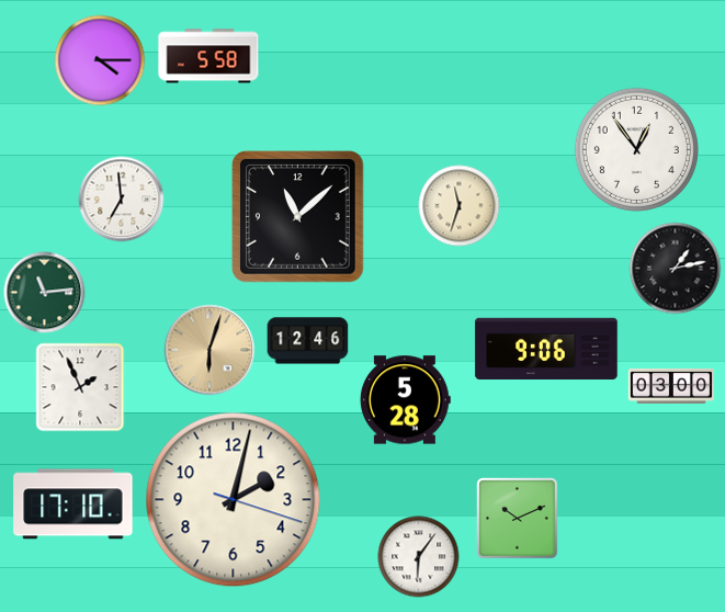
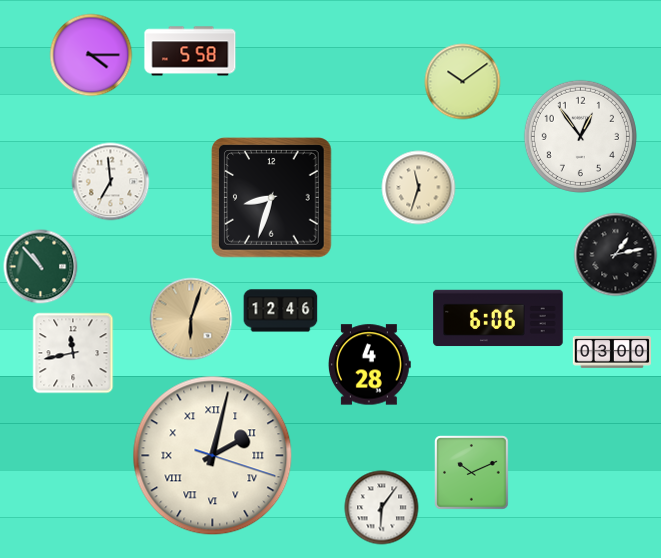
clock at (463, 82): none -> 10:09
clock at (298, 217): 11:08 -> 8:33
clock at (676, 269) position: (676, 269) -> (616, 255)
clock at (45, 293): 11:14 -> 10:53
clock at (546, 349): 9:06 -> 6:06
clock at (80, 387): 1:56 -> 11:43
clock at (406, 400): 5:28 -> 4:28
clock at (234, 500) numerals: Arabic -> Roman
clock at (73, 505): 17:10 -> none
